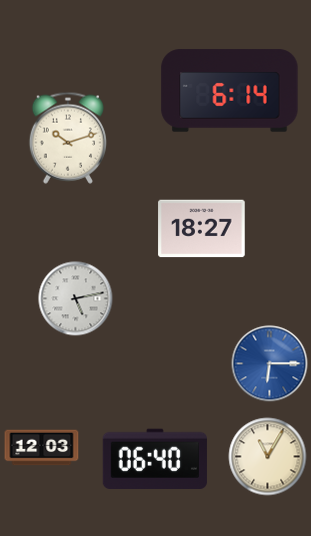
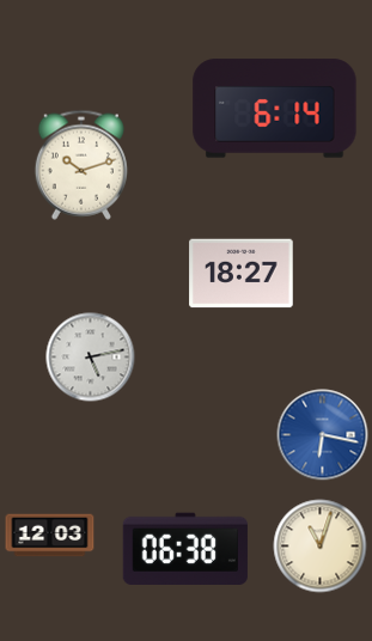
clock at (270, 364): 6:15 -> 6:17
clock at (268, 457): 11:05 -> 11:03
clock at (155, 458): 06:40 -> 06:38
